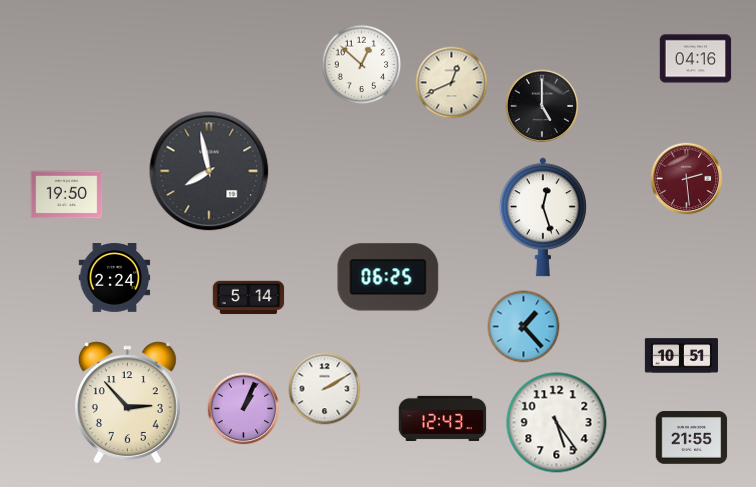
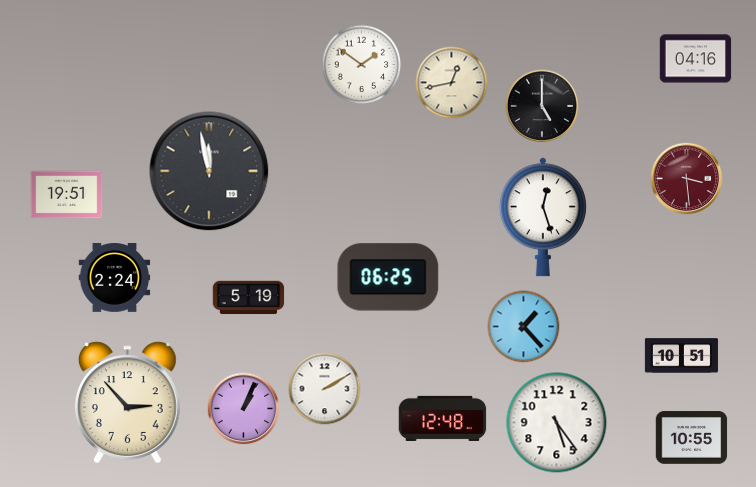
clock at (362, 65): 12:52 -> 1:51
clock at (452, 83): 12:41 -> 12:43
clock at (209, 171): 7:58 -> 11:58
clock at (687, 179): 2:29 -> 3:29
clock at (67, 195): 19:50 -> 19:51
clock at (249, 298): 5:14 -> 5:19
clock at (443, 418): 12:43 -> 12:48
clock at (692, 438): 21:55 -> 10:55
